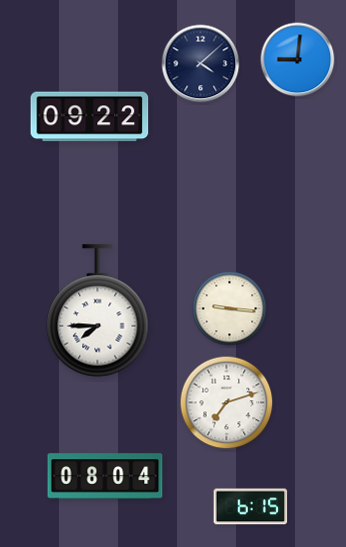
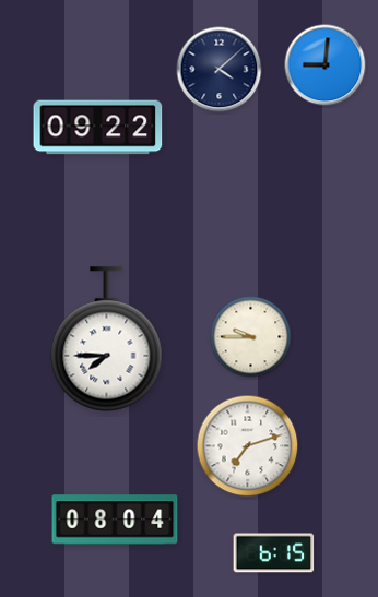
clock at (230, 309): 9:16 -> 9:45
clock at (227, 403) position: (227, 403) -> (248, 446)
